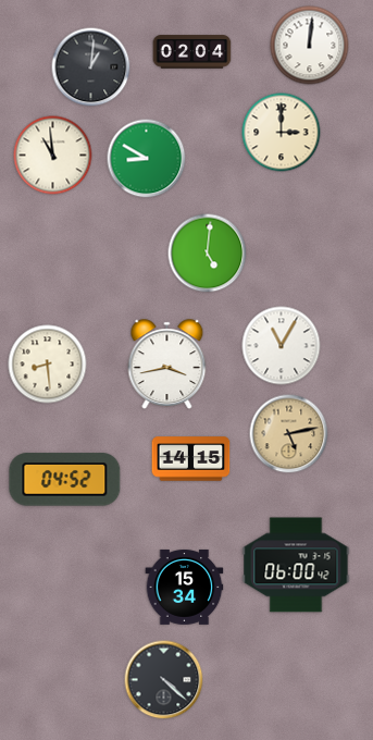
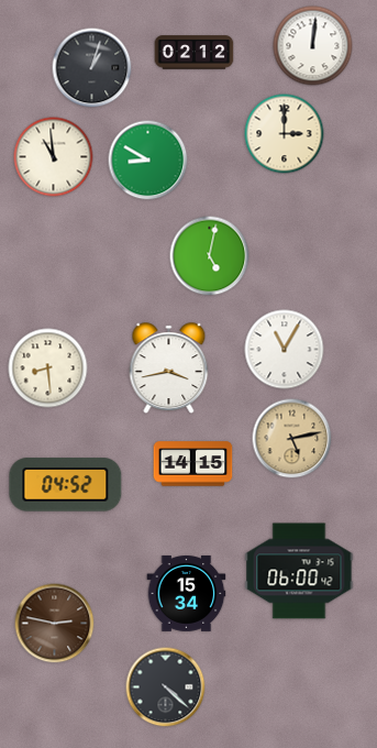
clock at (192, 52): 02:04 -> 02:12
clock at (91, 67): 1:01 -> 1:03
clock at (208, 254): 5:01 -> 5:02
clock at (55, 624): none -> 2:47
